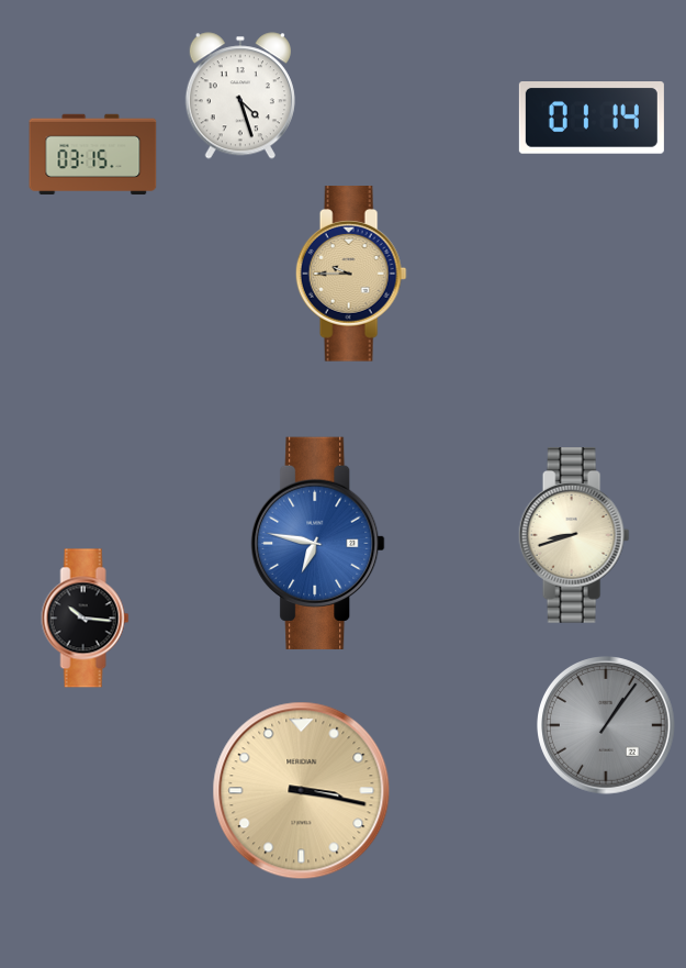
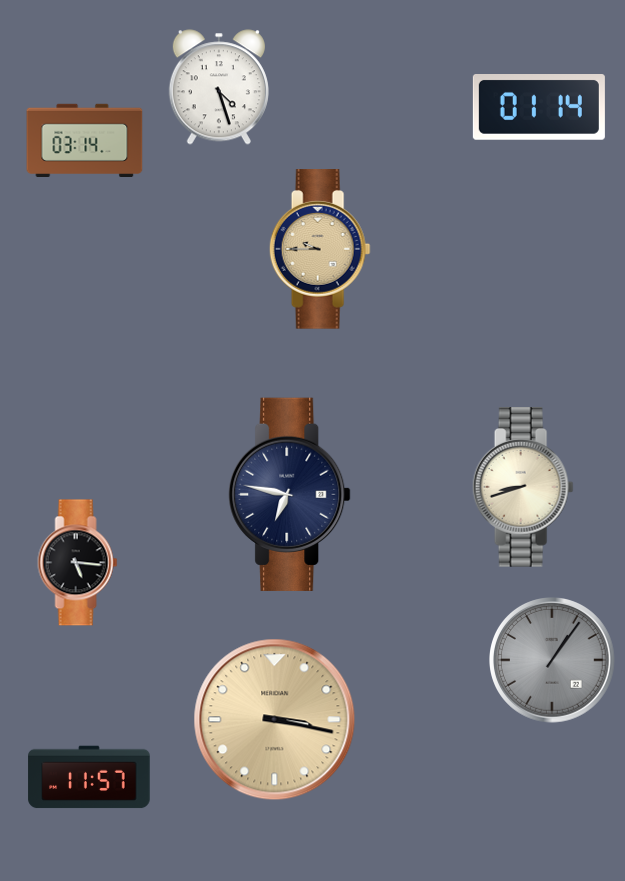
clock at (93, 154): 03:15 -> 03:14
clock at (318, 543) dial: blue -> navy
clock at (86, 619): 10:16 -> 5:16
clock at (89, 777): none -> 11:57
